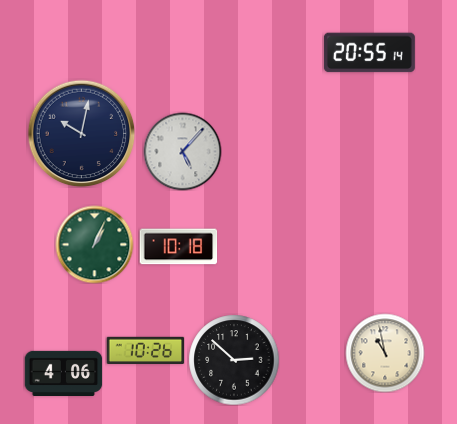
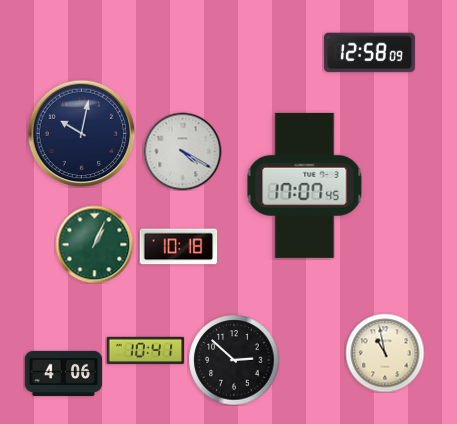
clock at (369, 53): 20:55 -> 12:58
clock at (182, 151): 5:07 -> 4:20
clock at (305, 185): none -> 17:07
clock at (145, 351): 10:26 -> 10:41
